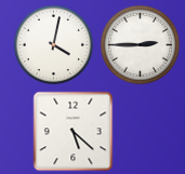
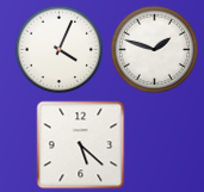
clock at (53, 44): 4:02 -> 4:04
clock at (140, 44): 2:45 -> 1:48
